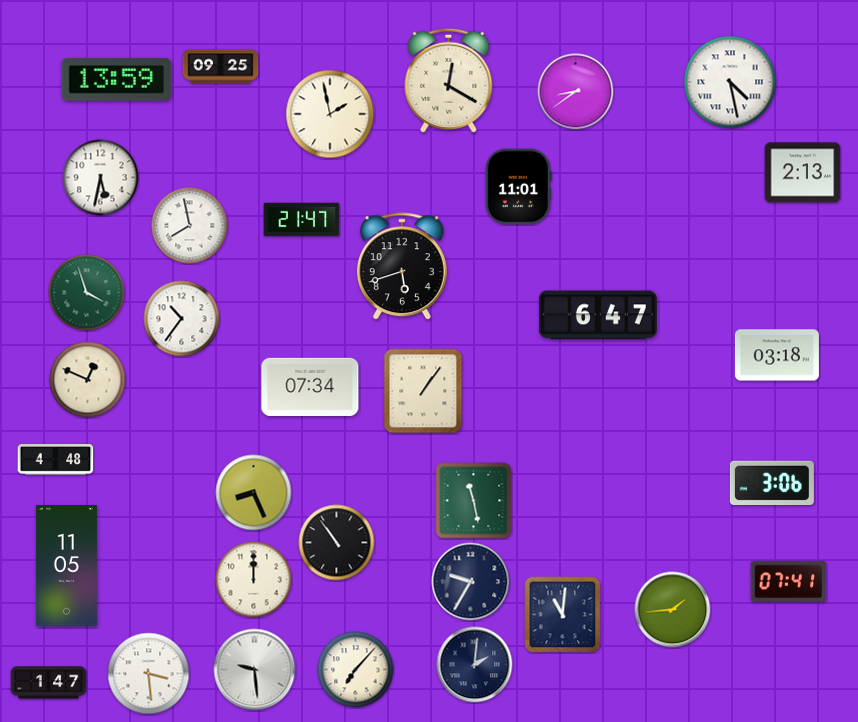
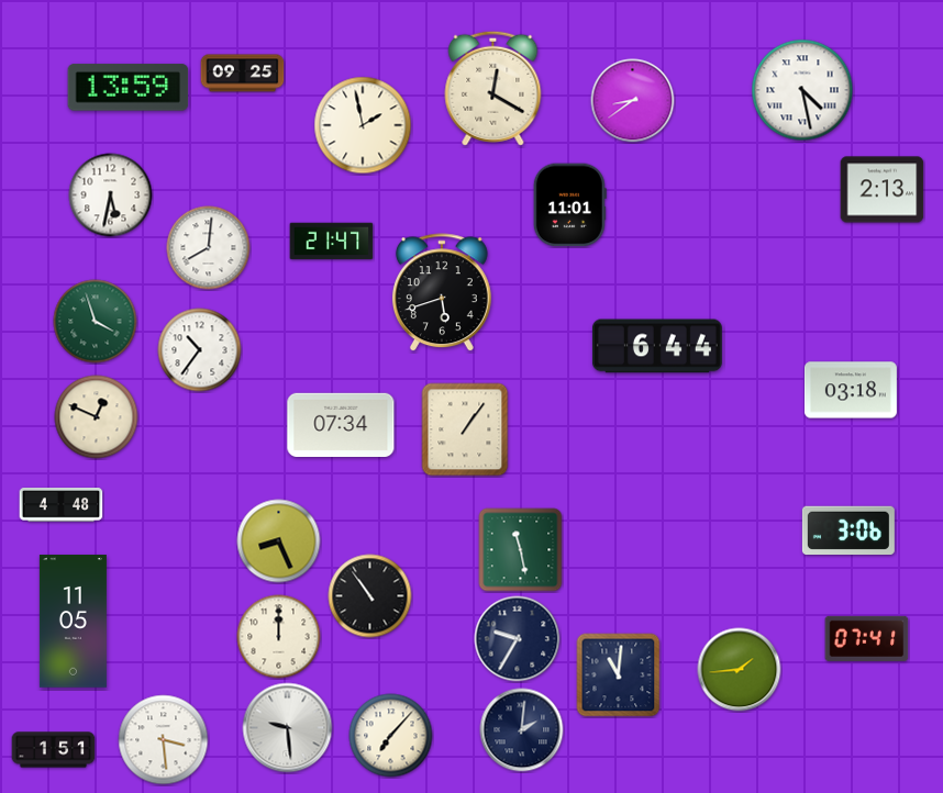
clock at (190, 226): 7:58 -> 8:01
clock at (598, 315): 6:47 -> 6:44
clock at (777, 355) position: (777, 355) -> (851, 390)
clock at (255, 670) position: (255, 670) -> (288, 728)
clock at (49, 683): 1:47 -> 1:51
